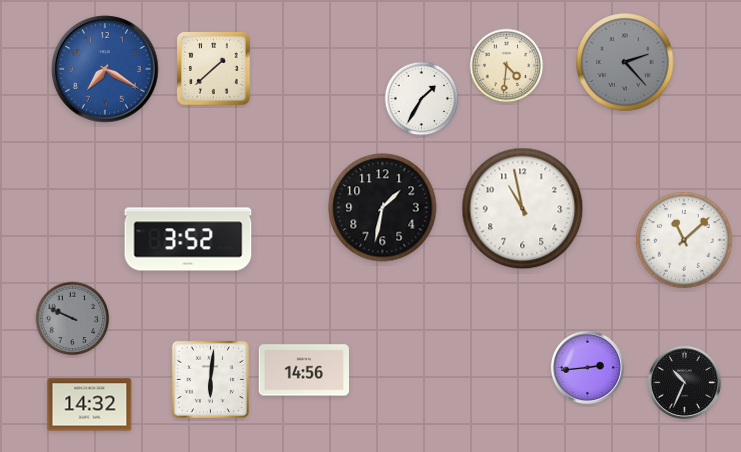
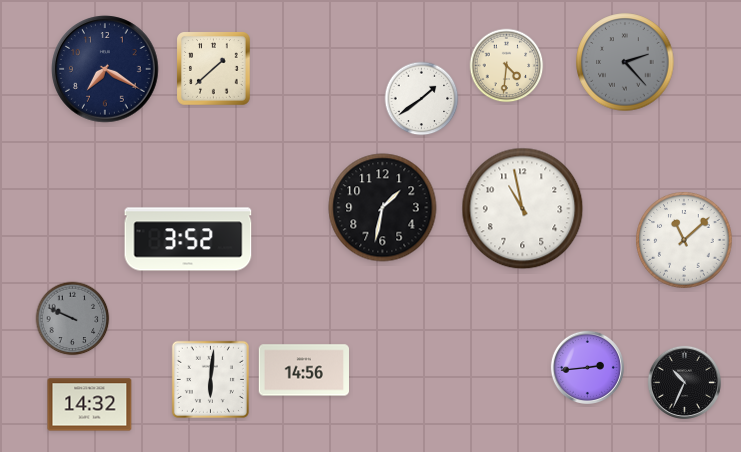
clock at (105, 69) dial: blue -> navy
clock at (422, 99): 1:35 -> 1:39
